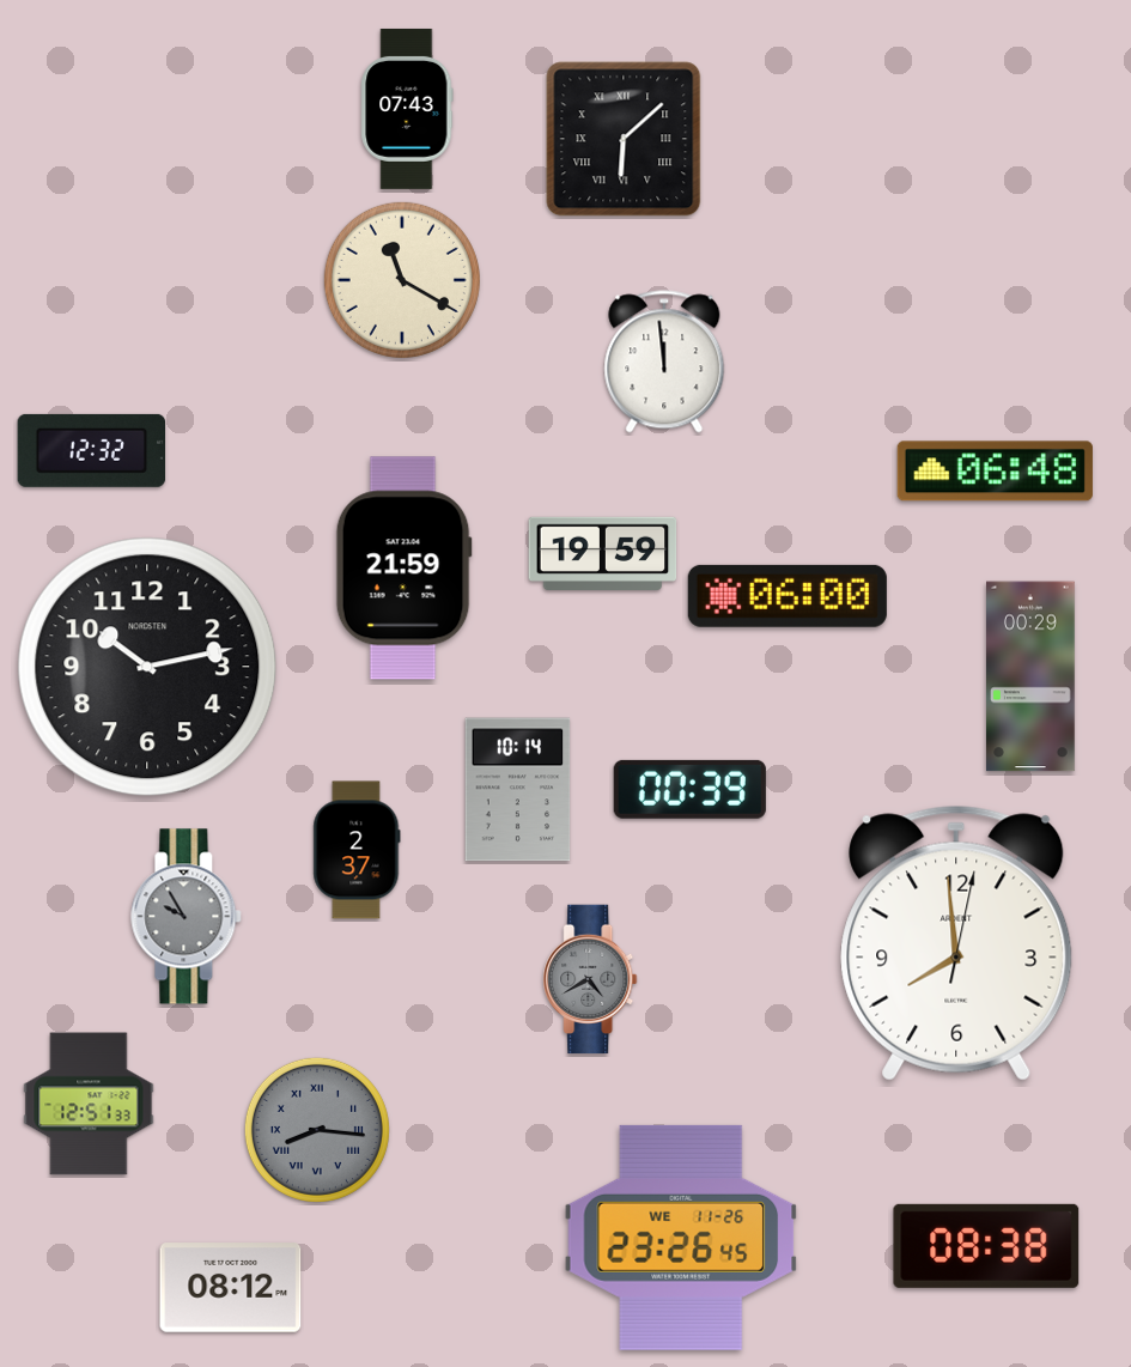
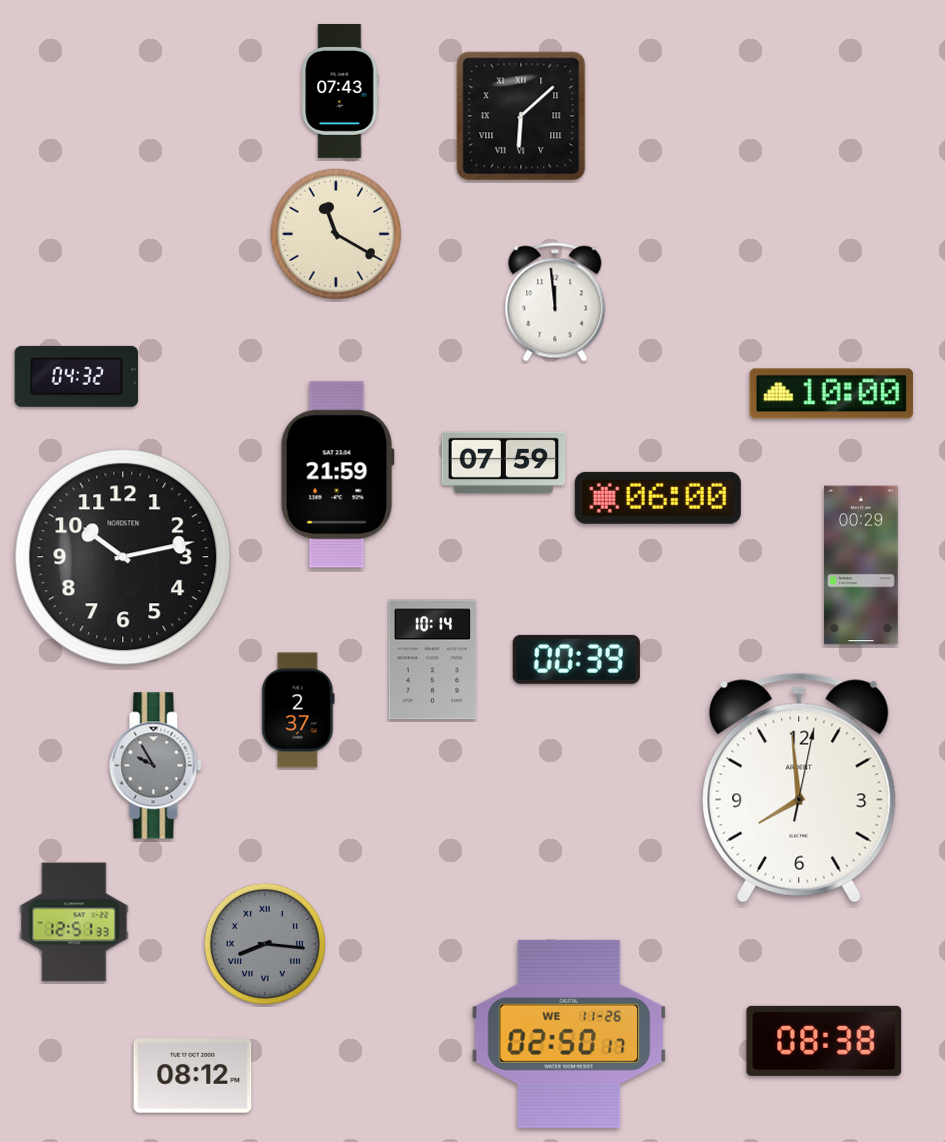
clock at (92, 450): 12:32 -> 04:32
clock at (995, 472): 06:48 -> 10:00
clock at (603, 553): 19:59 -> 07:59
clock at (590, 979): 4:40 -> none
clock at (681, 1238): 23:26 -> 02:50
